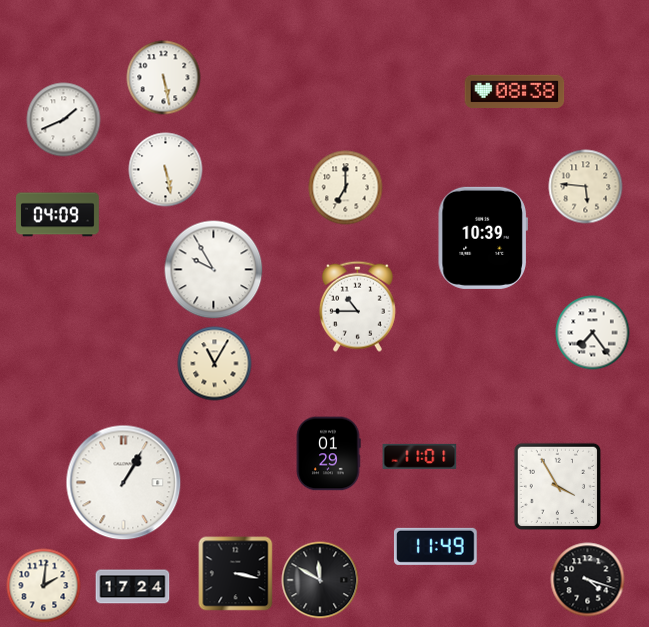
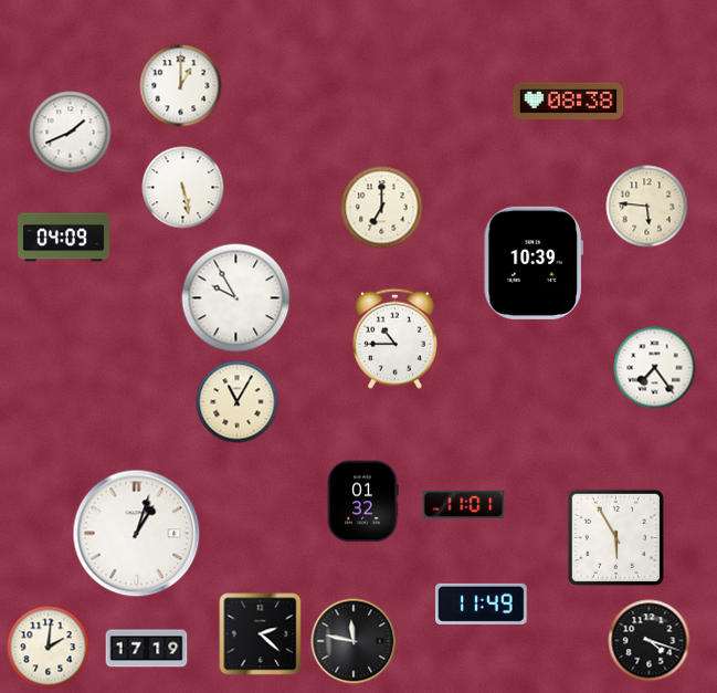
clock at (164, 78): 5:28 -> 1:00
clock at (328, 454): 01:29 -> 01:32
clock at (124, 483): 1:05 -> 1:03
clock at (557, 486): 3:55 -> 5:55
clock at (236, 574): 3:17 -> 2:22
clock at (320, 580): 11:50 -> 11:47
clock at (133, 587): 17:24 -> 17:19
